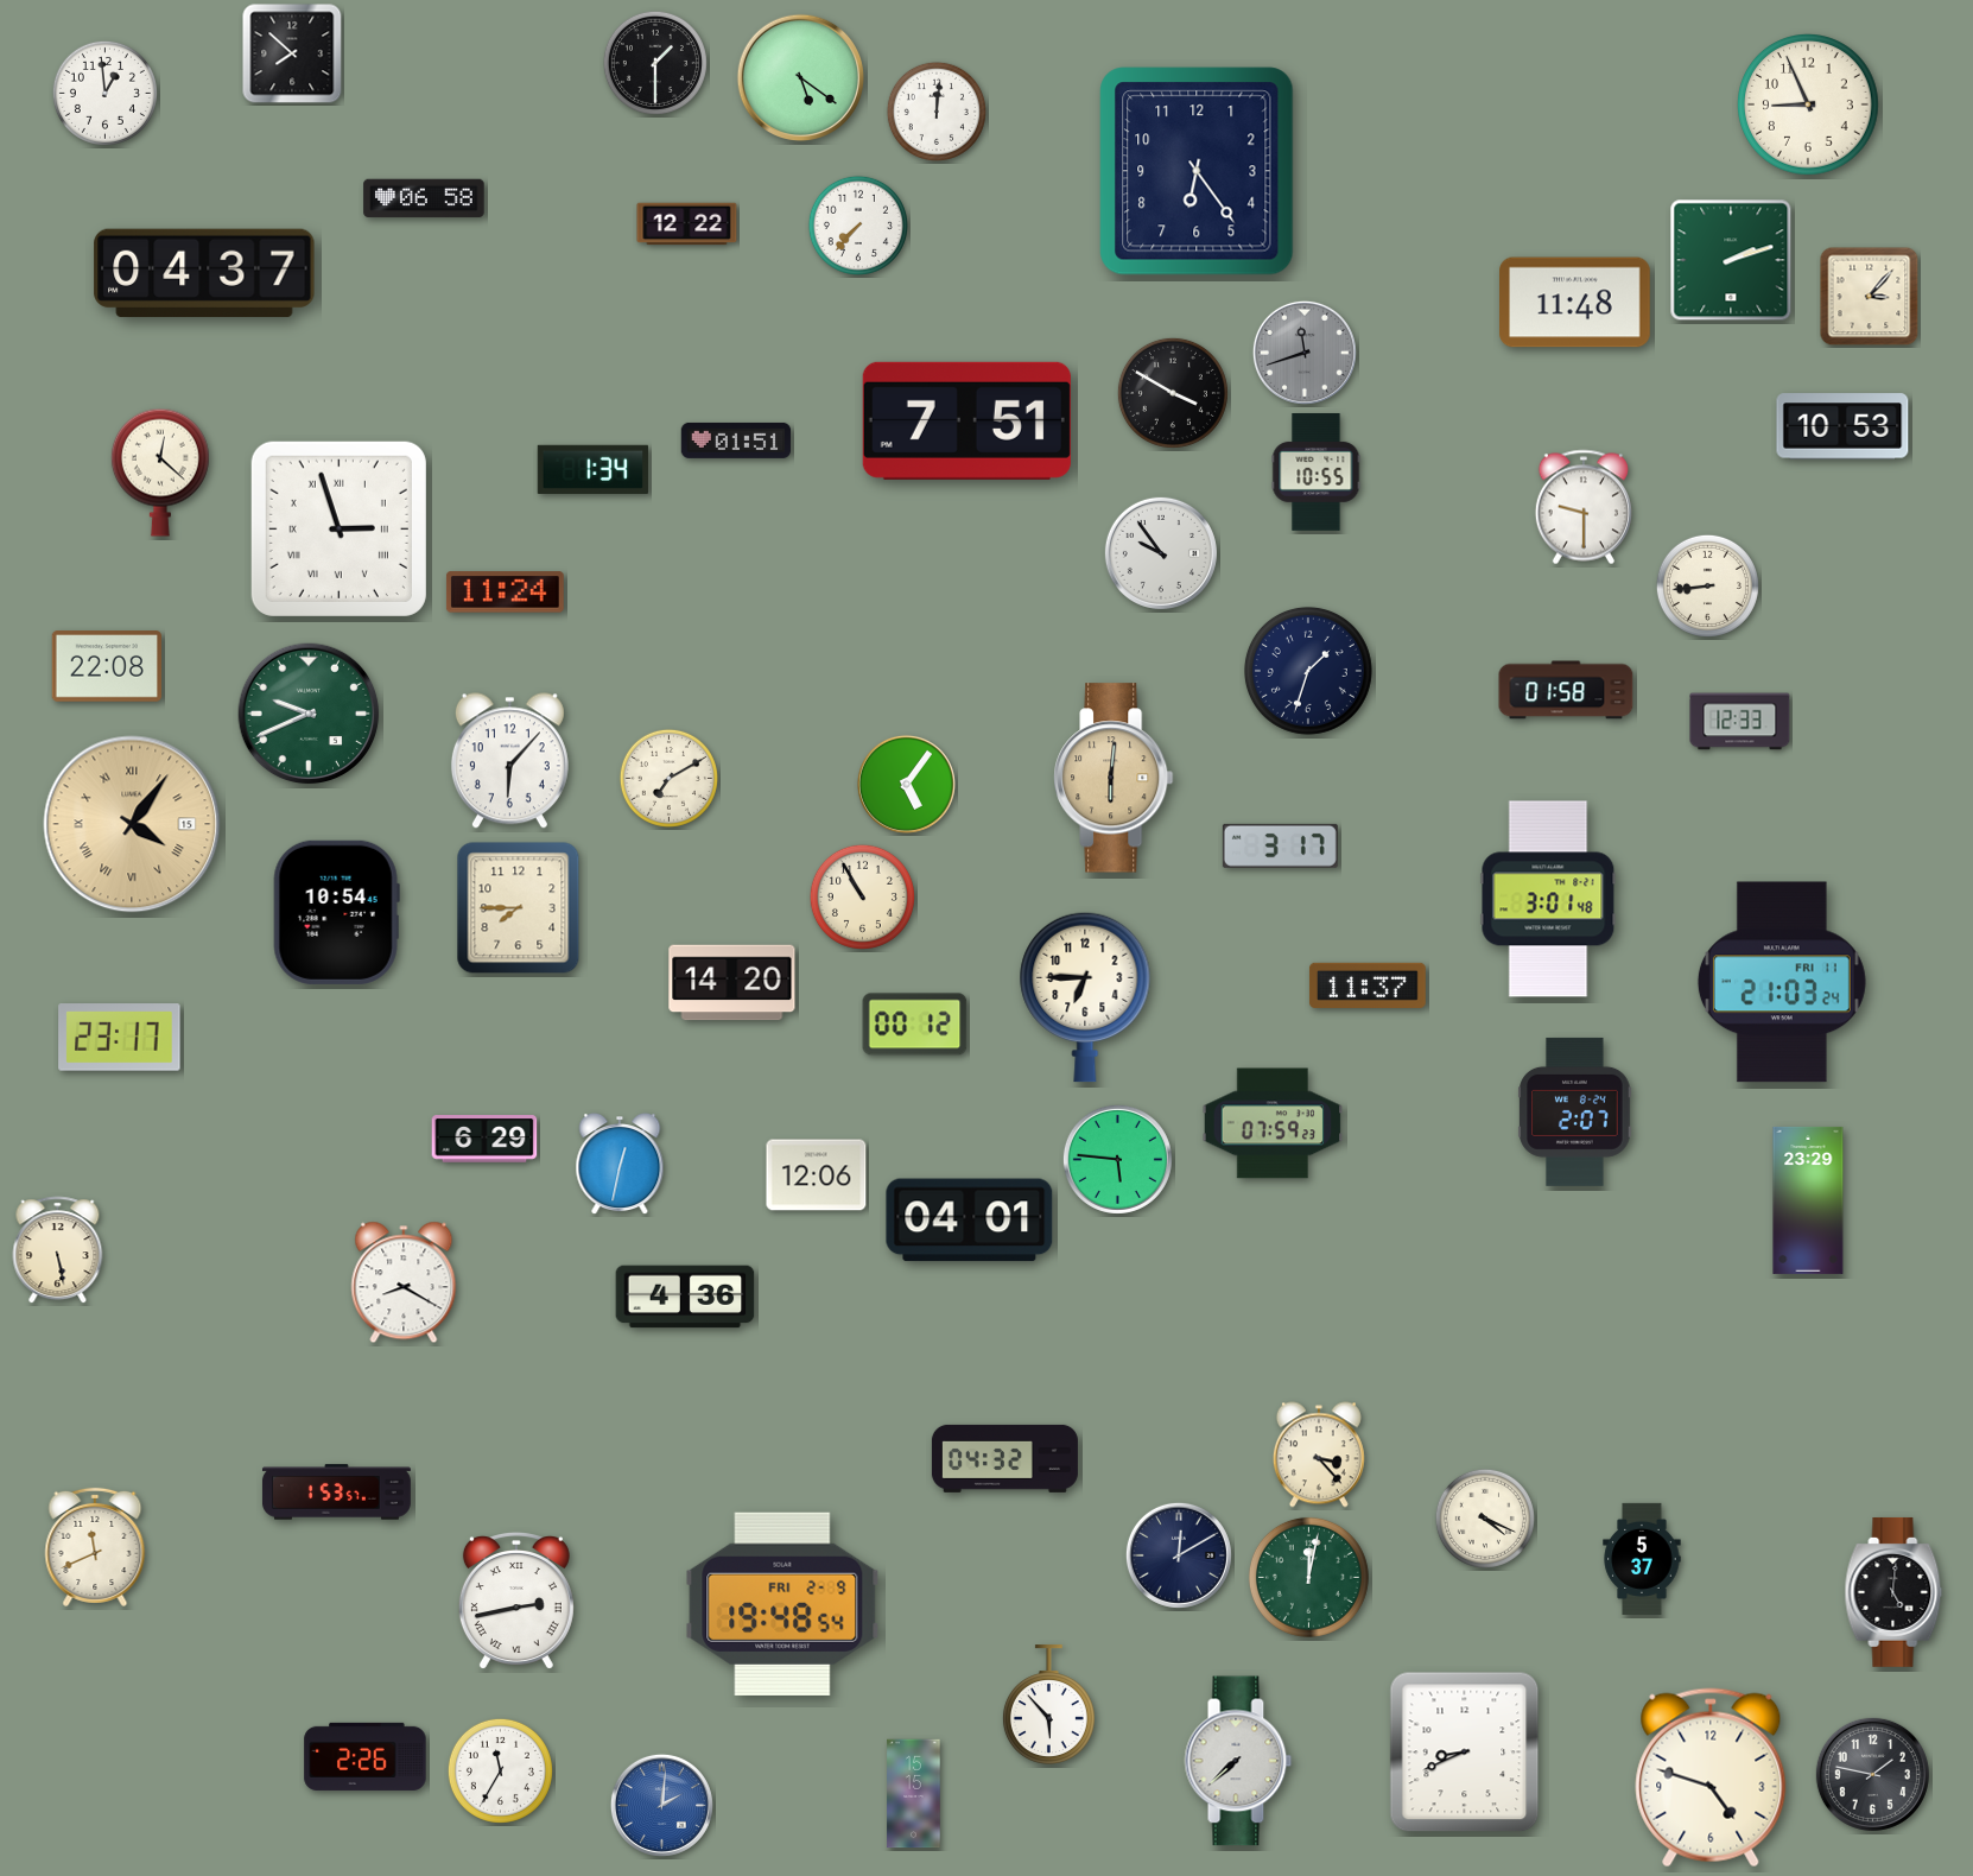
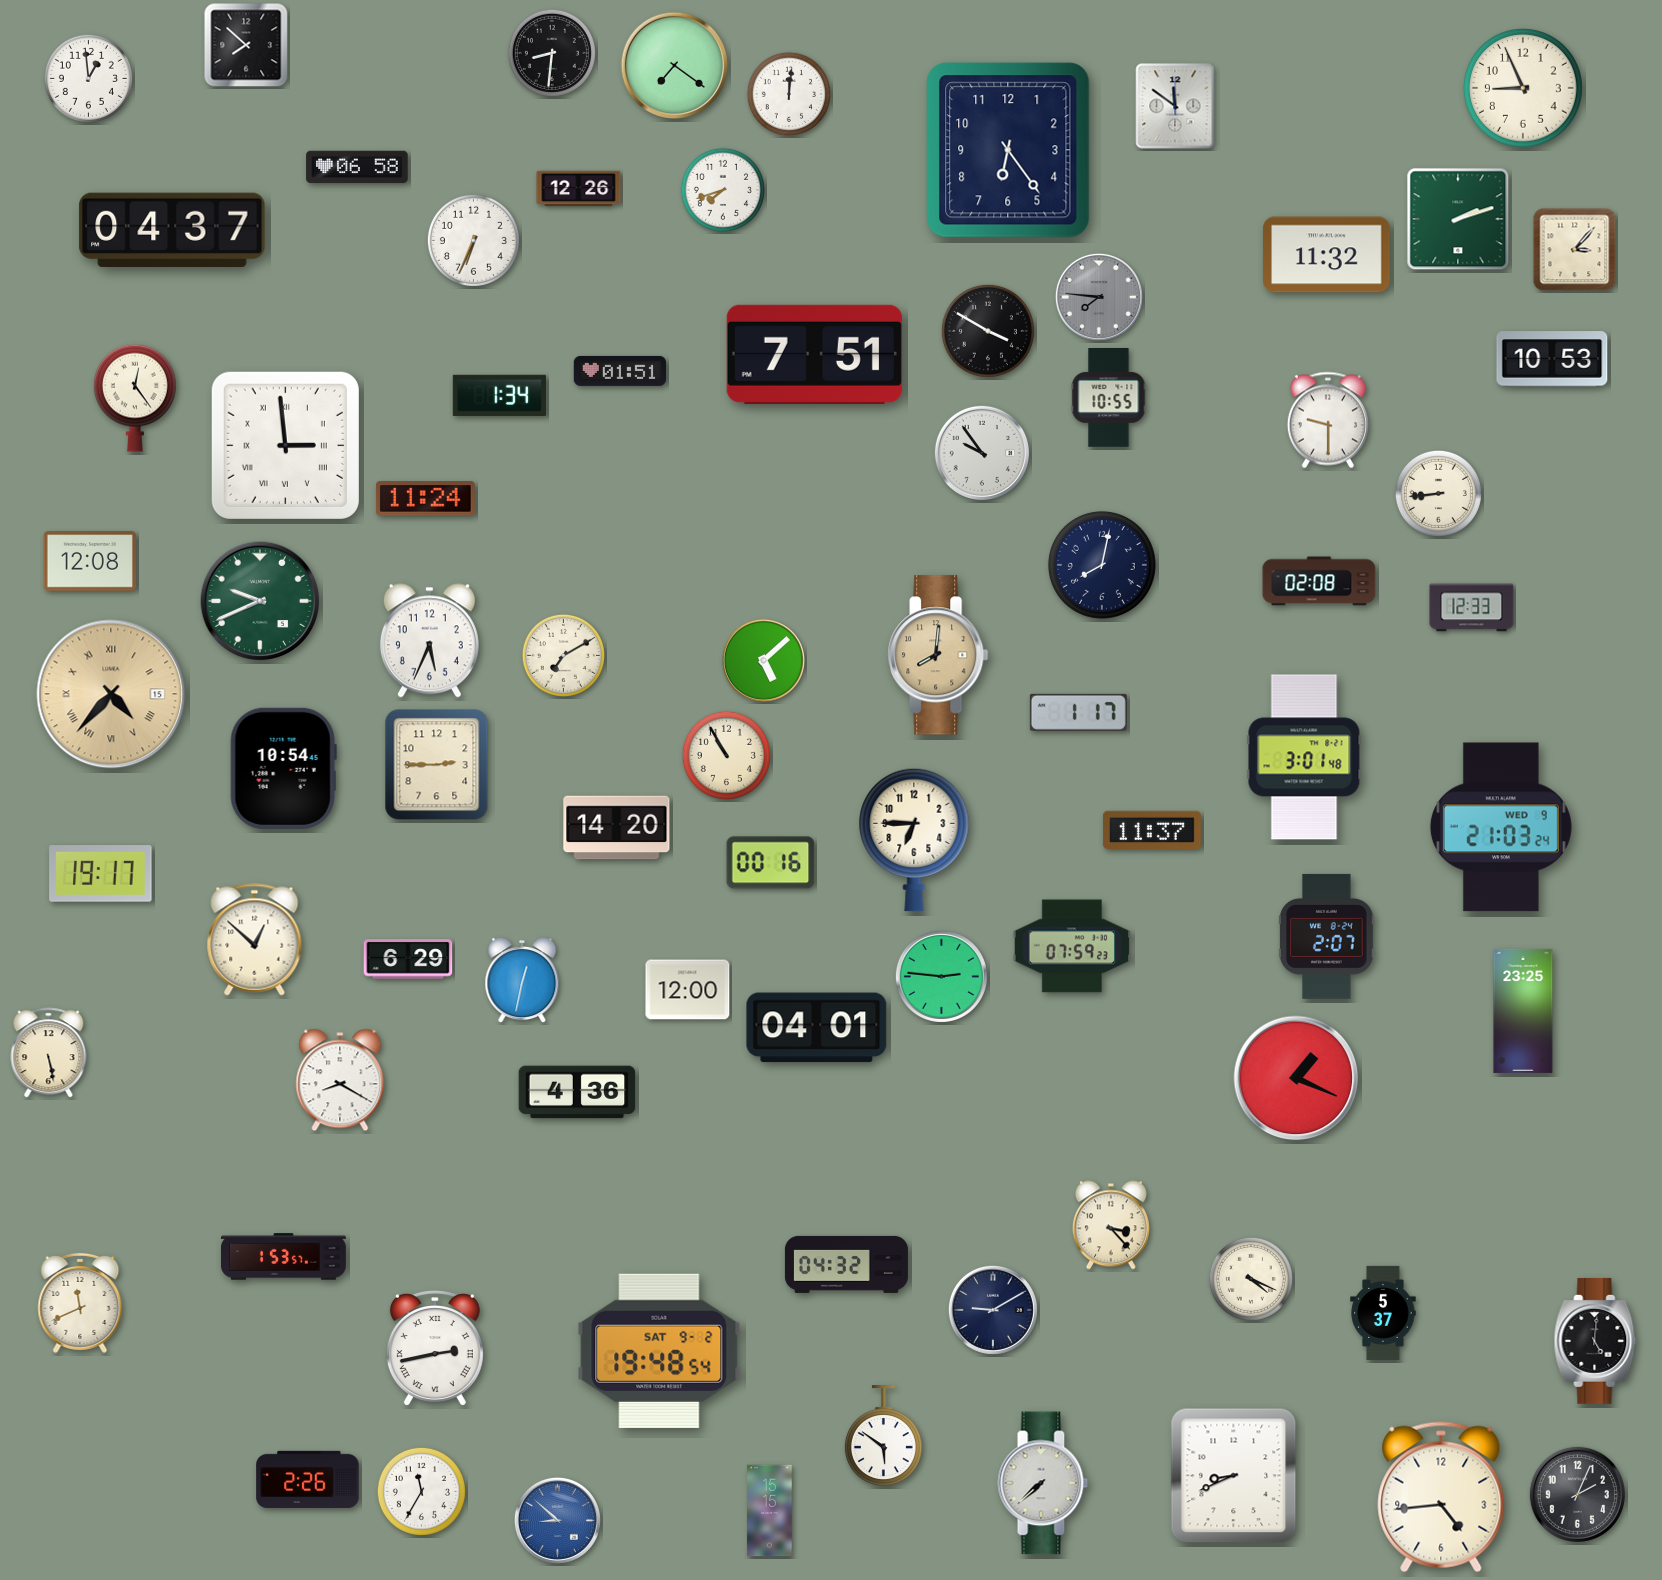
clock at (655, 63): 1:30 -> 8:31
clock at (800, 77): 5:21 -> 7:21
clock at (1175, 106): none -> 11:51
clock at (1197, 171) position: (1197, 171) -> (1008, 150)
clock at (687, 224): 12:22 -> 12:26
clock at (858, 226): 7:37 -> 7:42
clock at (473, 240): none -> 6:34
clock at (1575, 303): 11:48 -> 11:32
clock at (1305, 353): 11:42 -> 7:46
clock at (160, 473): 12:22 -> 12:24
clock at (1584, 507) position: (1584, 507) -> (1328, 420)
clock at (338, 528): 2:57 -> 2:59
clock at (1161, 553) position: (1161, 553) -> (982, 453)
clock at (106, 666): 22:08 -> 12:08
clock at (1308, 671): 1:33 -> 8:02
clock at (1566, 690): 01:58 -> 02:08
clock at (1740, 722) position: (1740, 722) -> (1472, 608)
clock at (509, 761): 6:07 -> 5:34
clock at (1114, 778): 6:01 -> 8:01
clock at (906, 784): 5:06 -> 5:08
clock at (132, 824): 4:06 -> 4:37
clock at (1280, 845): 3:17 -> 1:17
clock at (519, 908): 7:45 -> 2:45
clock at (1782, 982) date: FRI 11 -> WED 9
clock at (915, 1025): 00:12 -> 00:16
clock at (120, 1038): 23:17 -> 19:17
clock at (255, 940): none -> 12:52
clock at (1117, 1159): 5:46 -> 2:46
clock at (817, 1175): 12:06 -> 12:00
clock at (1808, 1200): 23:29 -> 23:25
clock at (1296, 1078): none -> 1:19
clock at (1004, 1458) position: (1004, 1458) -> (846, 1264)
clock at (1179, 1555): 12:10 -> 9:10
clock at (1308, 1577): 12:02 -> none
clock at (782, 1604) date: FRI 2-9 -> SAT 9-2
clock at (1048, 1704): 5:53 -> 5:51
clock at (1872, 1774): 1:47 -> 2:04
clock at (1711, 1777): 4:48 -> 4:44
clock at (661, 1805): 2:01 -> 8:52
